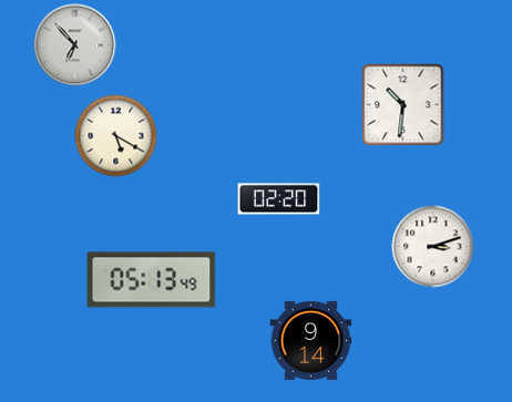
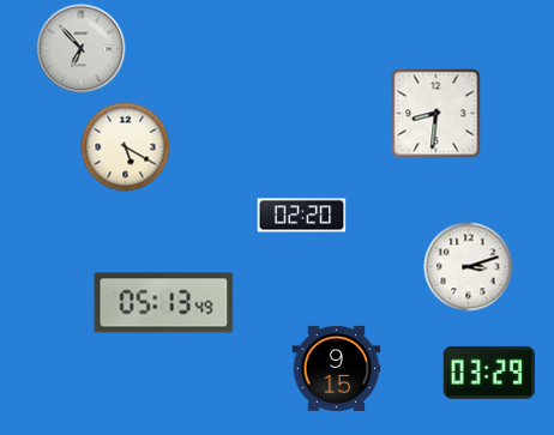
clock at (403, 105): 10:31 -> 8:31
clock at (311, 340): 9:14 -> 9:15
clock at (489, 373): none -> 03:29
